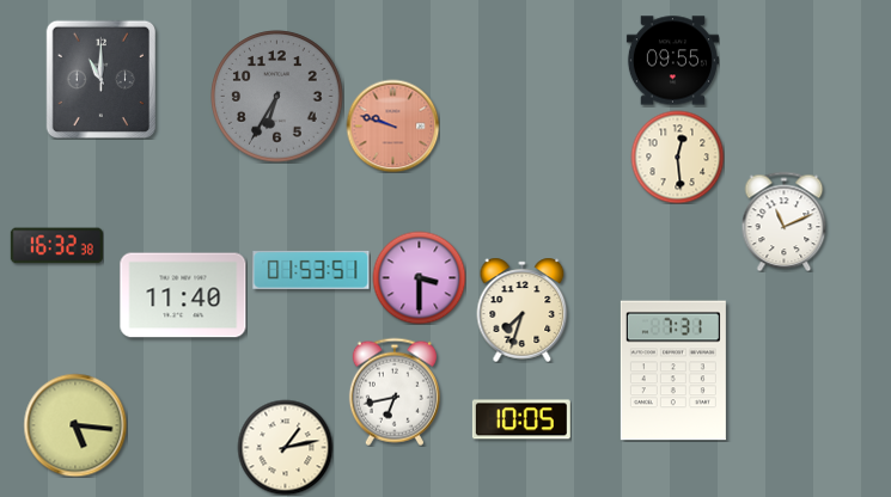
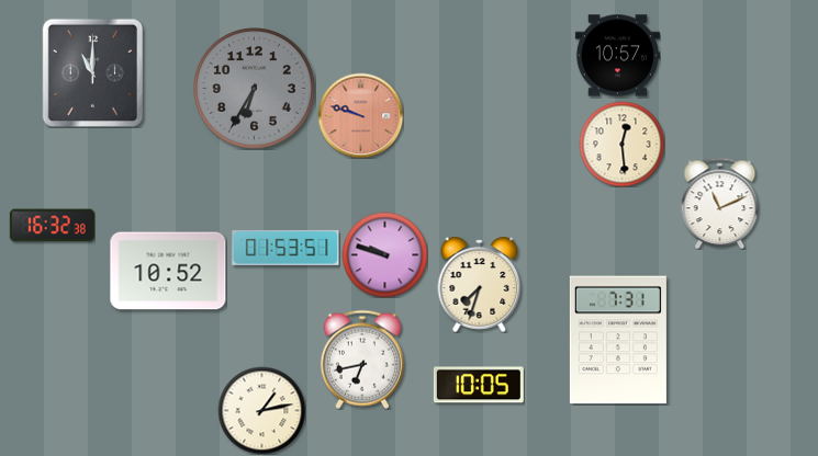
clock at (672, 61): 09:55 -> 10:57
clock at (419, 277): 3:30 -> 9:48
clock at (183, 295): 11:40 -> 10:52
clock at (75, 425): 5:16 -> none
